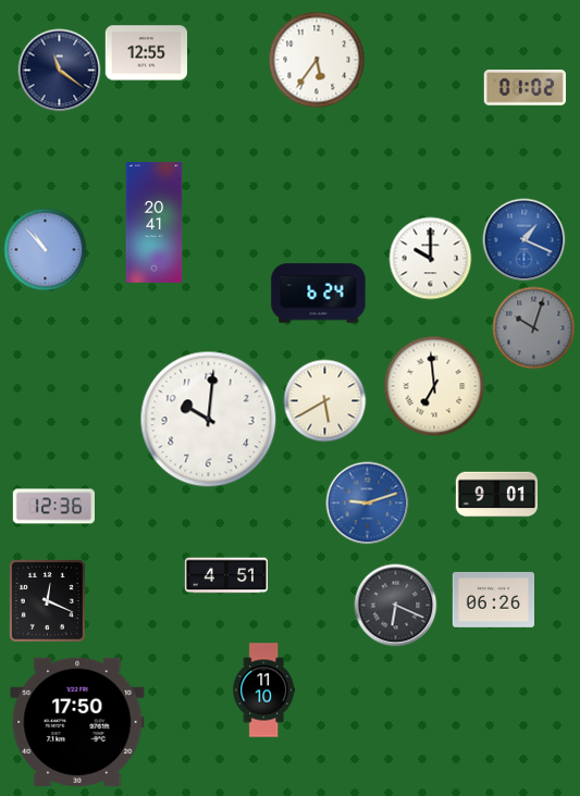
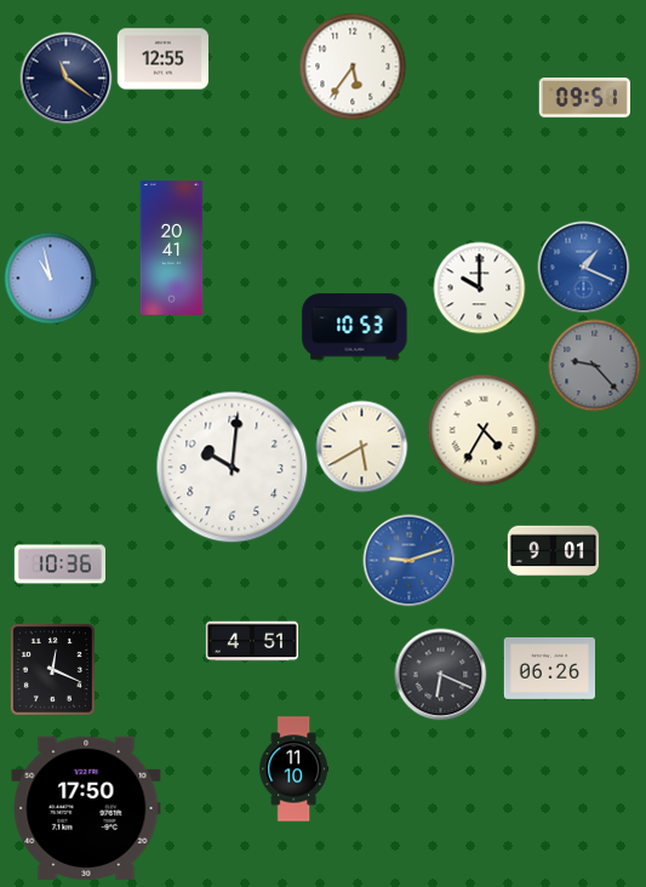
clock at (525, 88): 01:02 -> 09:51
clock at (46, 250): 10:53 -> 10:58
clock at (319, 294): 6:24 -> 10:53
clock at (534, 328): 10:03 -> 9:23
clock at (434, 386): 6:59 -> 4:35
clock at (53, 507): 12:36 -> 10:36
clock at (77, 722) position: (77, 722) -> (86, 808)
